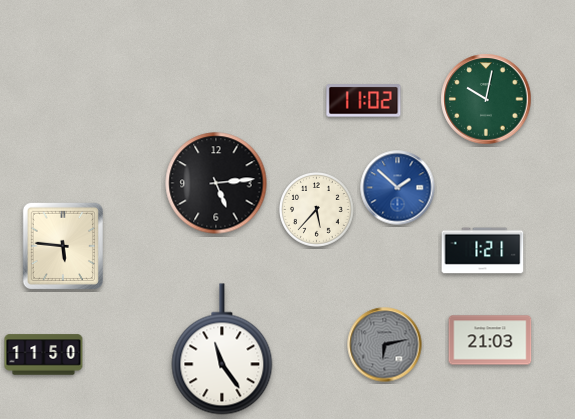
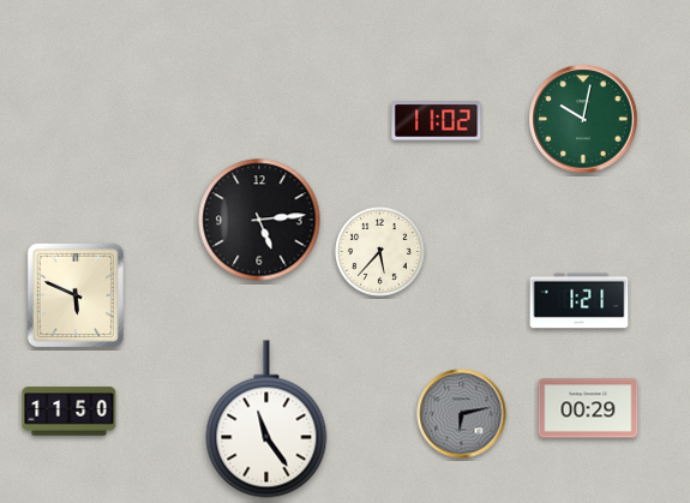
clock at (398, 188): 1:52 -> none
clock at (63, 245): 5:46 -> 5:49
clock at (490, 340): 21:03 -> 00:29
clock at (44, 355) position: (44, 355) -> (70, 412)
